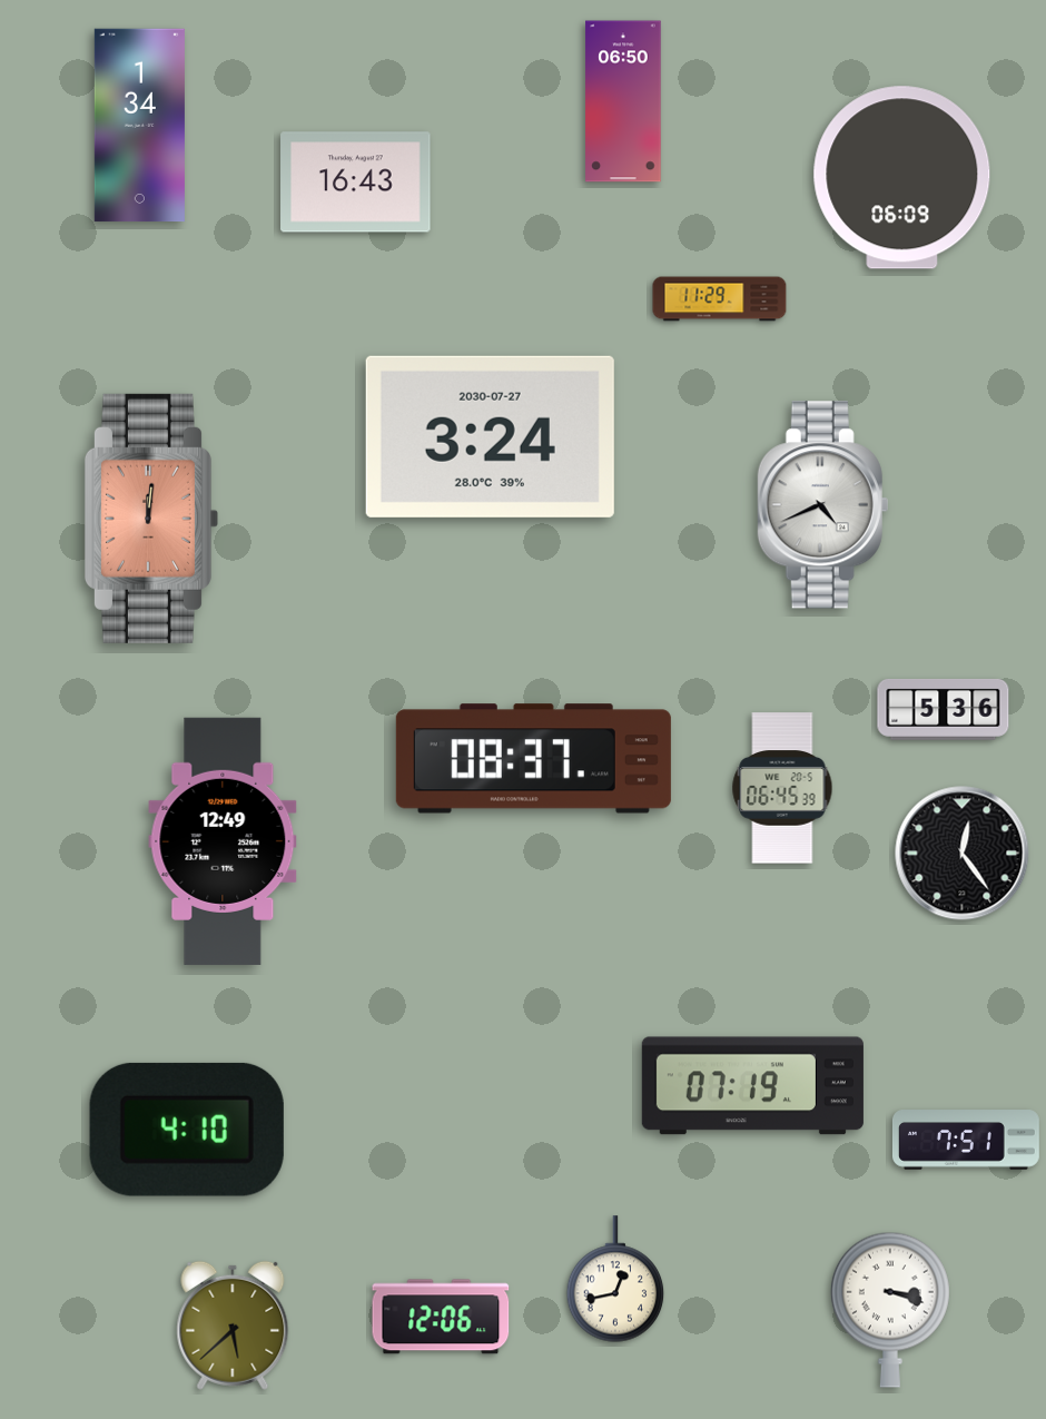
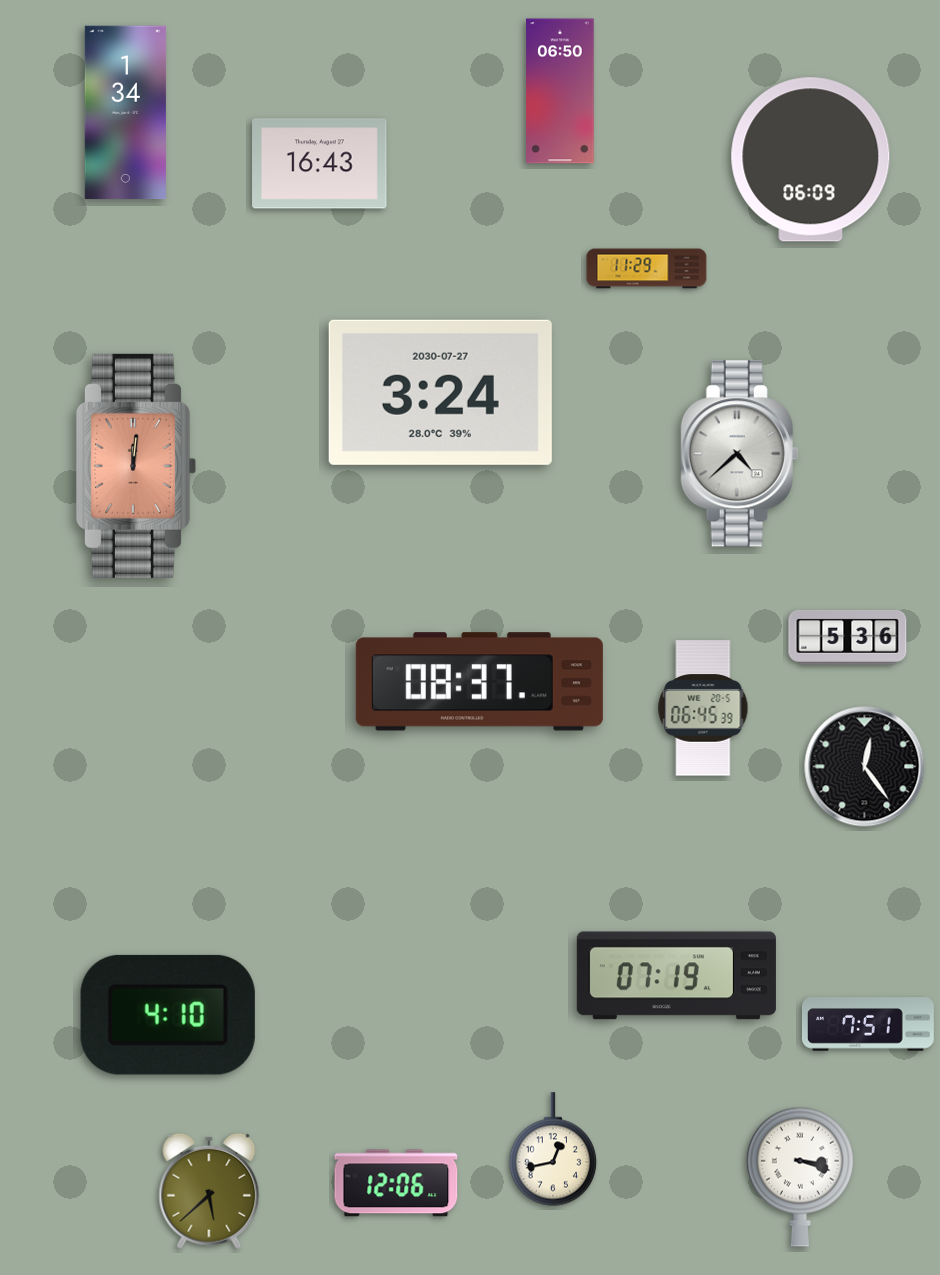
clock at (823, 505): 4:41 -> 4:38
clock at (223, 841): 12:49 -> none
